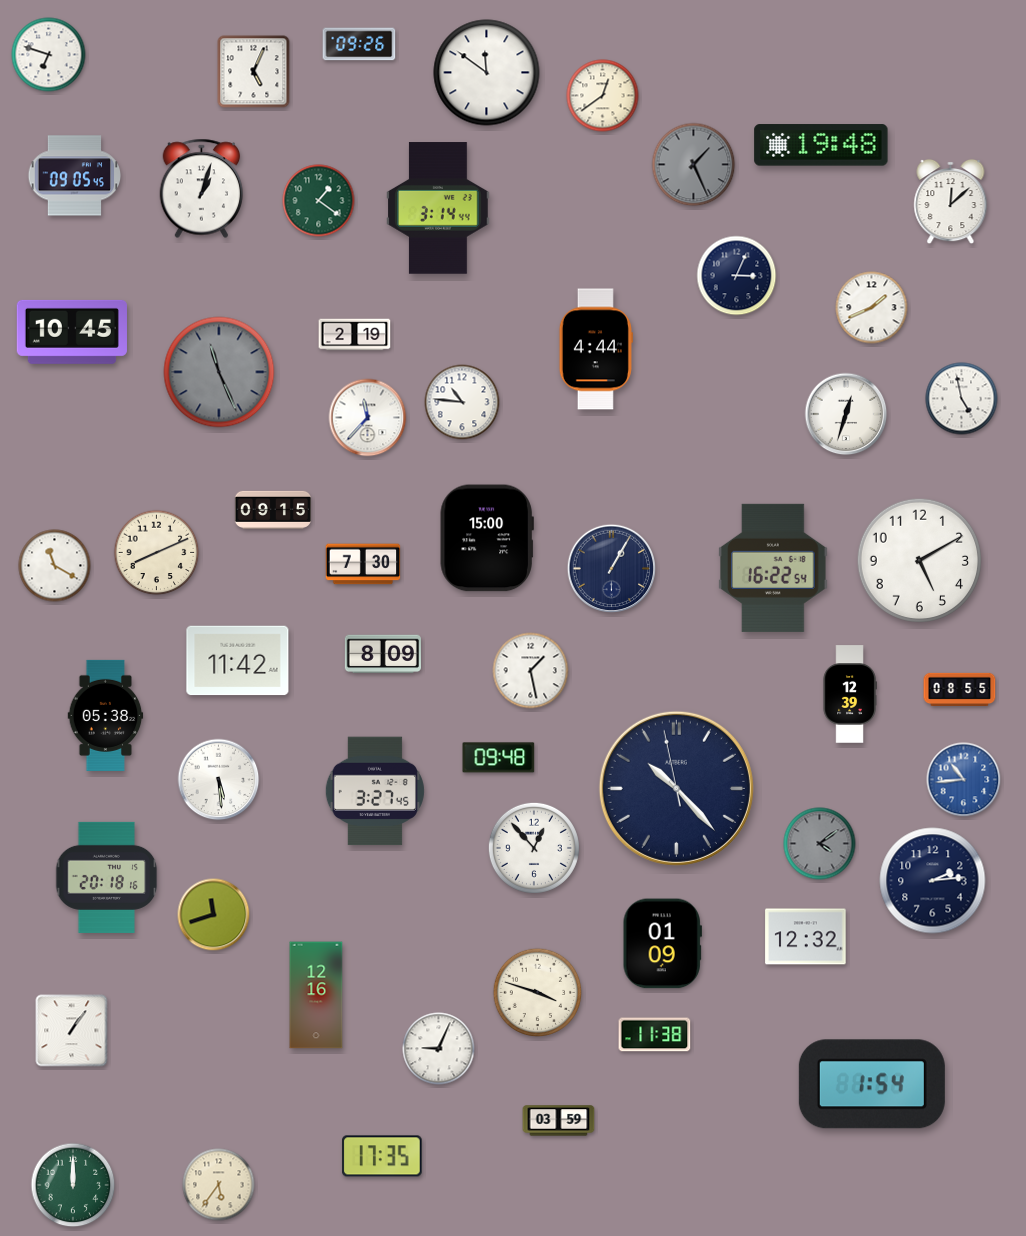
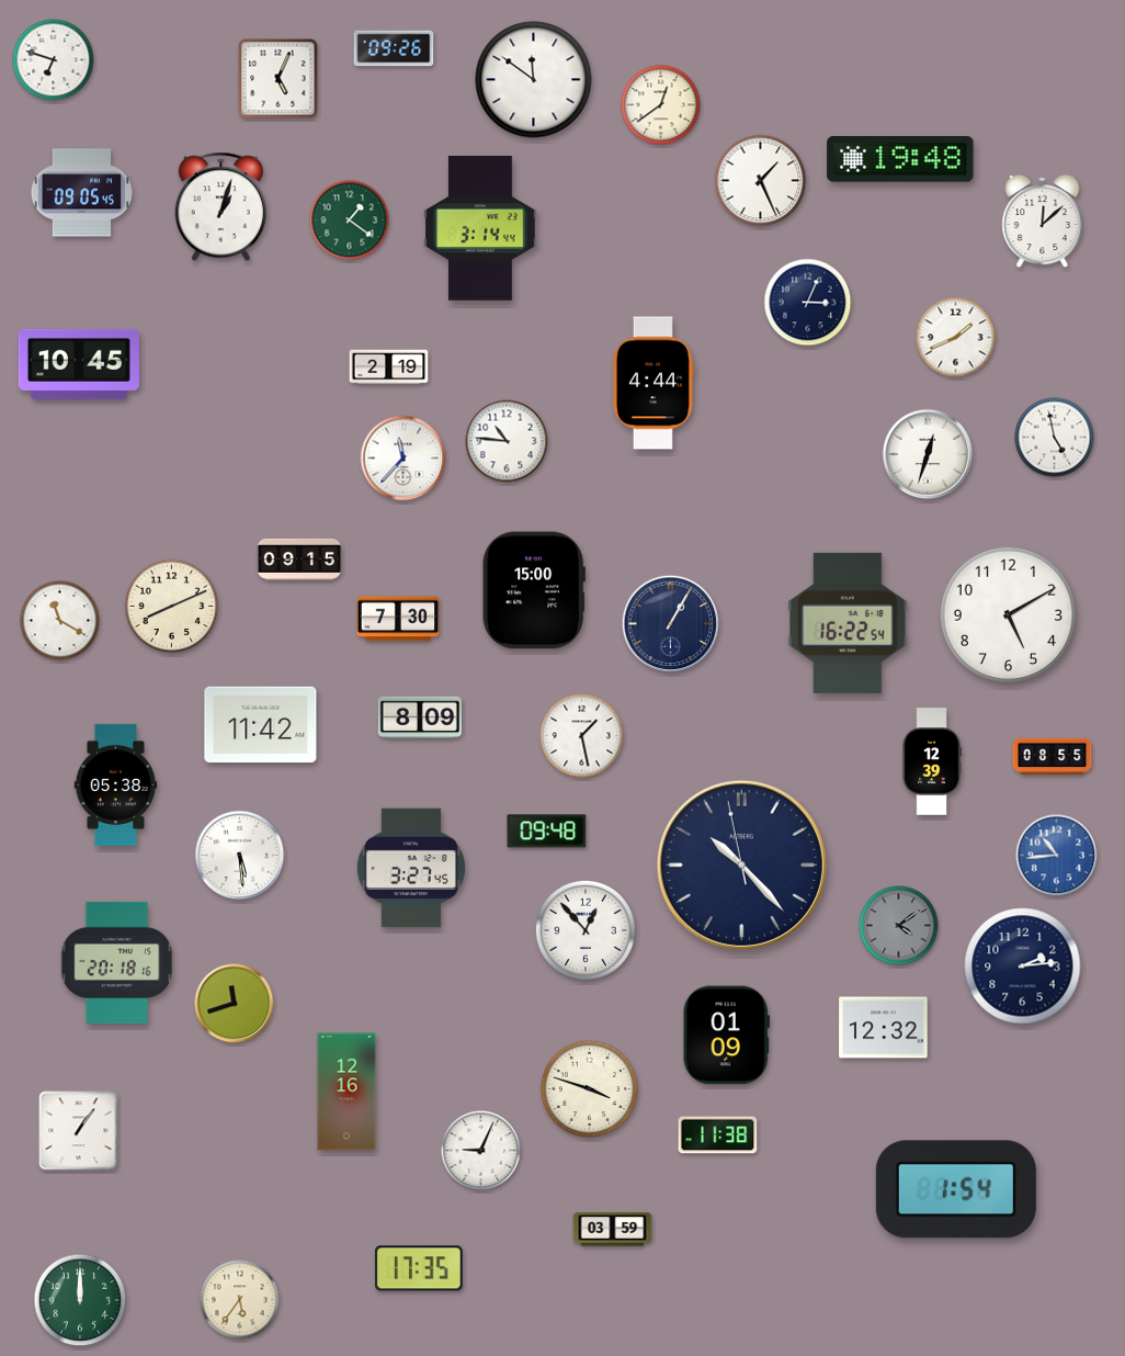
clock at (694, 165) dial: grey -> white
clock at (219, 372): 11:26 -> none
